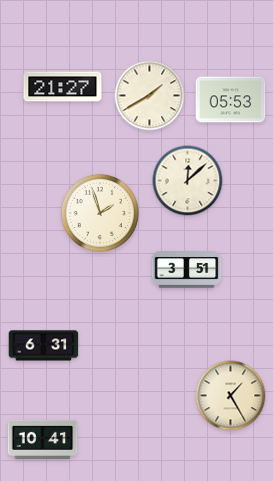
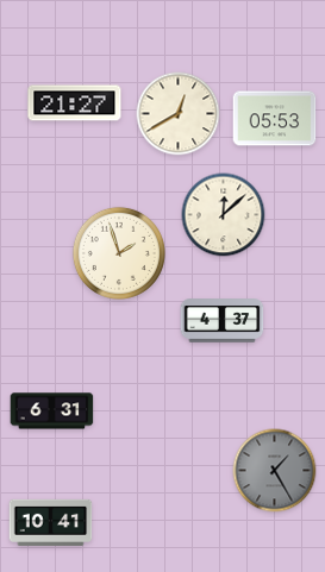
clock at (150, 96): 1:40 -> 12:40
clock at (187, 270): 3:51 -> 4:37
clock at (231, 396) dial: cream -> grey
